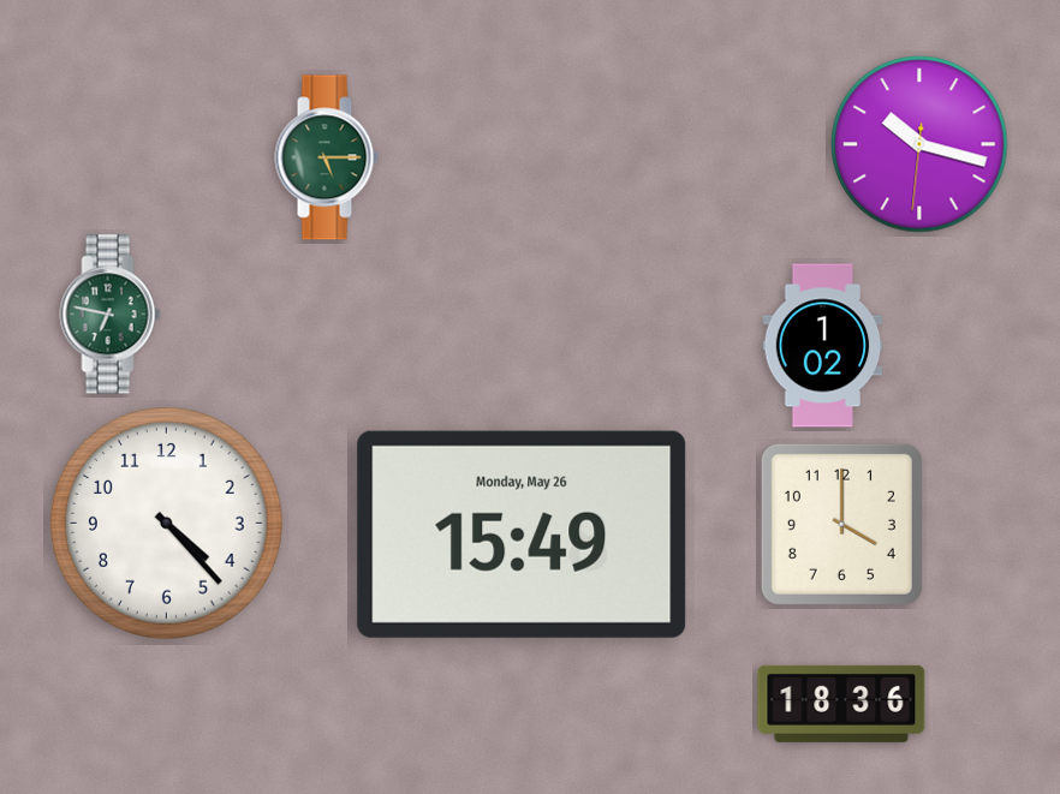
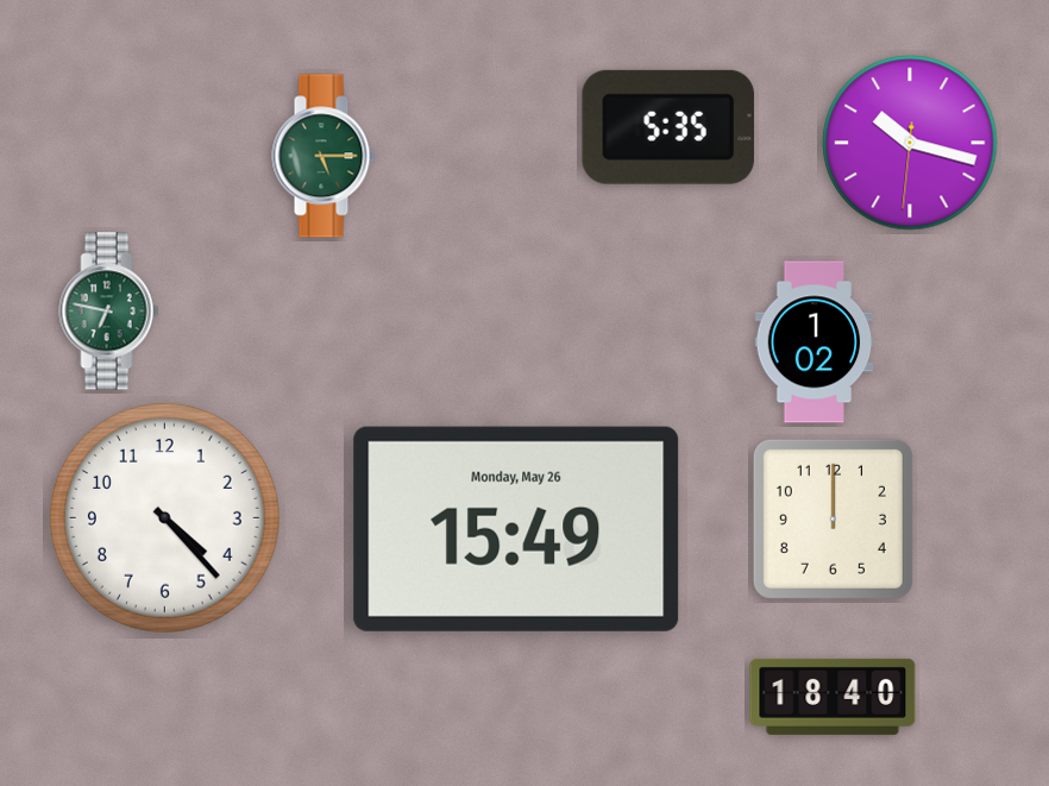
clock at (668, 127): none -> 5:35
clock at (841, 524): 4:00 -> 12:00
clock at (841, 704): 18:36 -> 18:40
